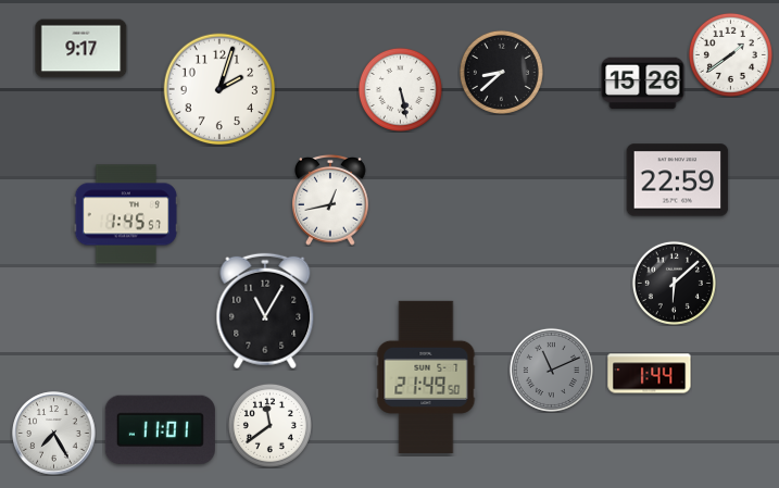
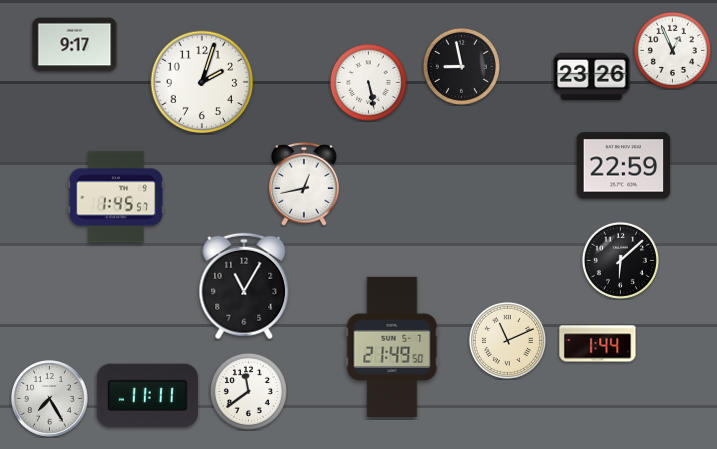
clock at (730, 54): 1:39 -> 12:56
clock at (501, 72): 8:38 -> 8:58
clock at (643, 84): 15:26 -> 23:26
clock at (551, 370) dial: grey -> cream
clock at (160, 429): 11:01 -> 11:11
